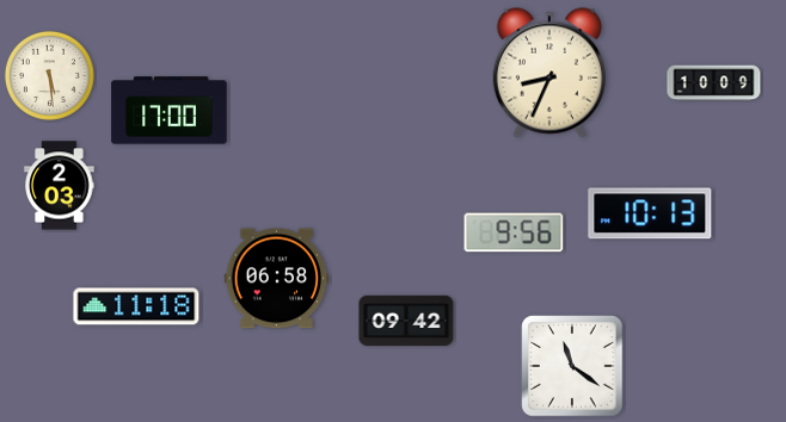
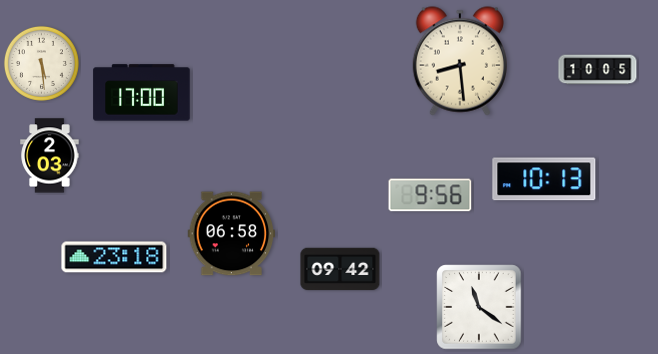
clock at (549, 73): 8:34 -> 8:29
clock at (714, 83): 10:09 -> 10:05
clock at (136, 306): 11:18 -> 23:18
